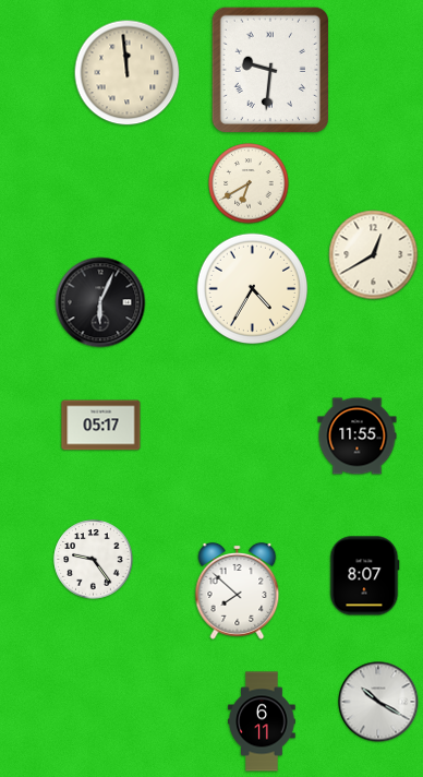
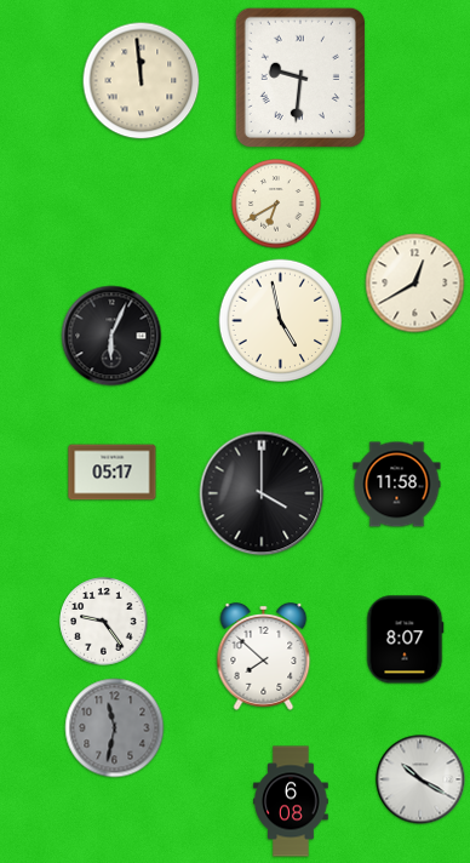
clock at (253, 289): 4:35 -> 4:58
clock at (358, 437): 11:55 -> 11:58
clock at (262, 493): none -> 4:00
clock at (115, 728): none -> 11:32
clock at (262, 721): 6:11 -> 6:08
